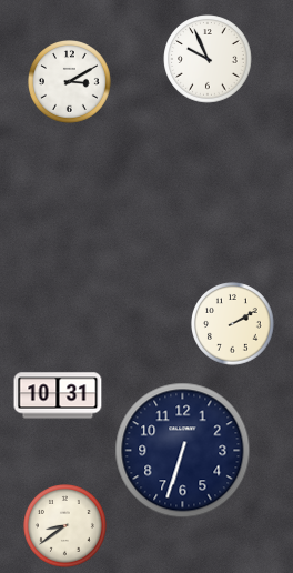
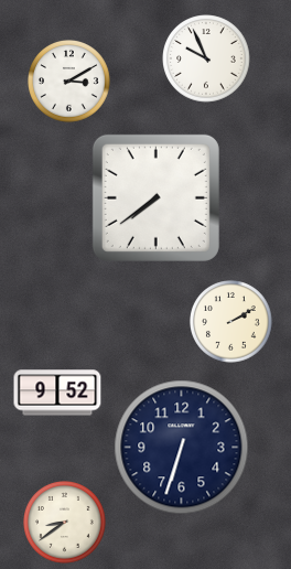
clock at (155, 197): none -> 7:39
clock at (58, 395): 10:31 -> 9:52
